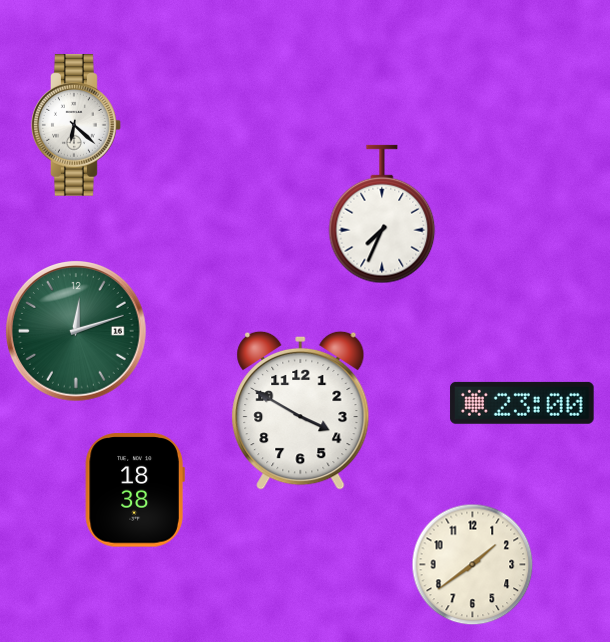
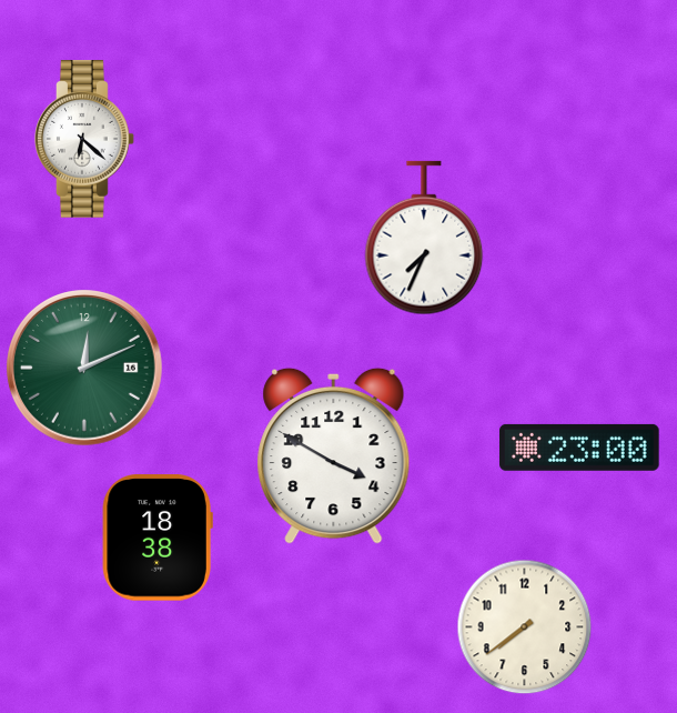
clock at (77, 332): 12:12 -> 12:11
clock at (135, 490) position: (135, 490) -> (158, 538)
clock at (473, 565): 1:39 -> 7:39
